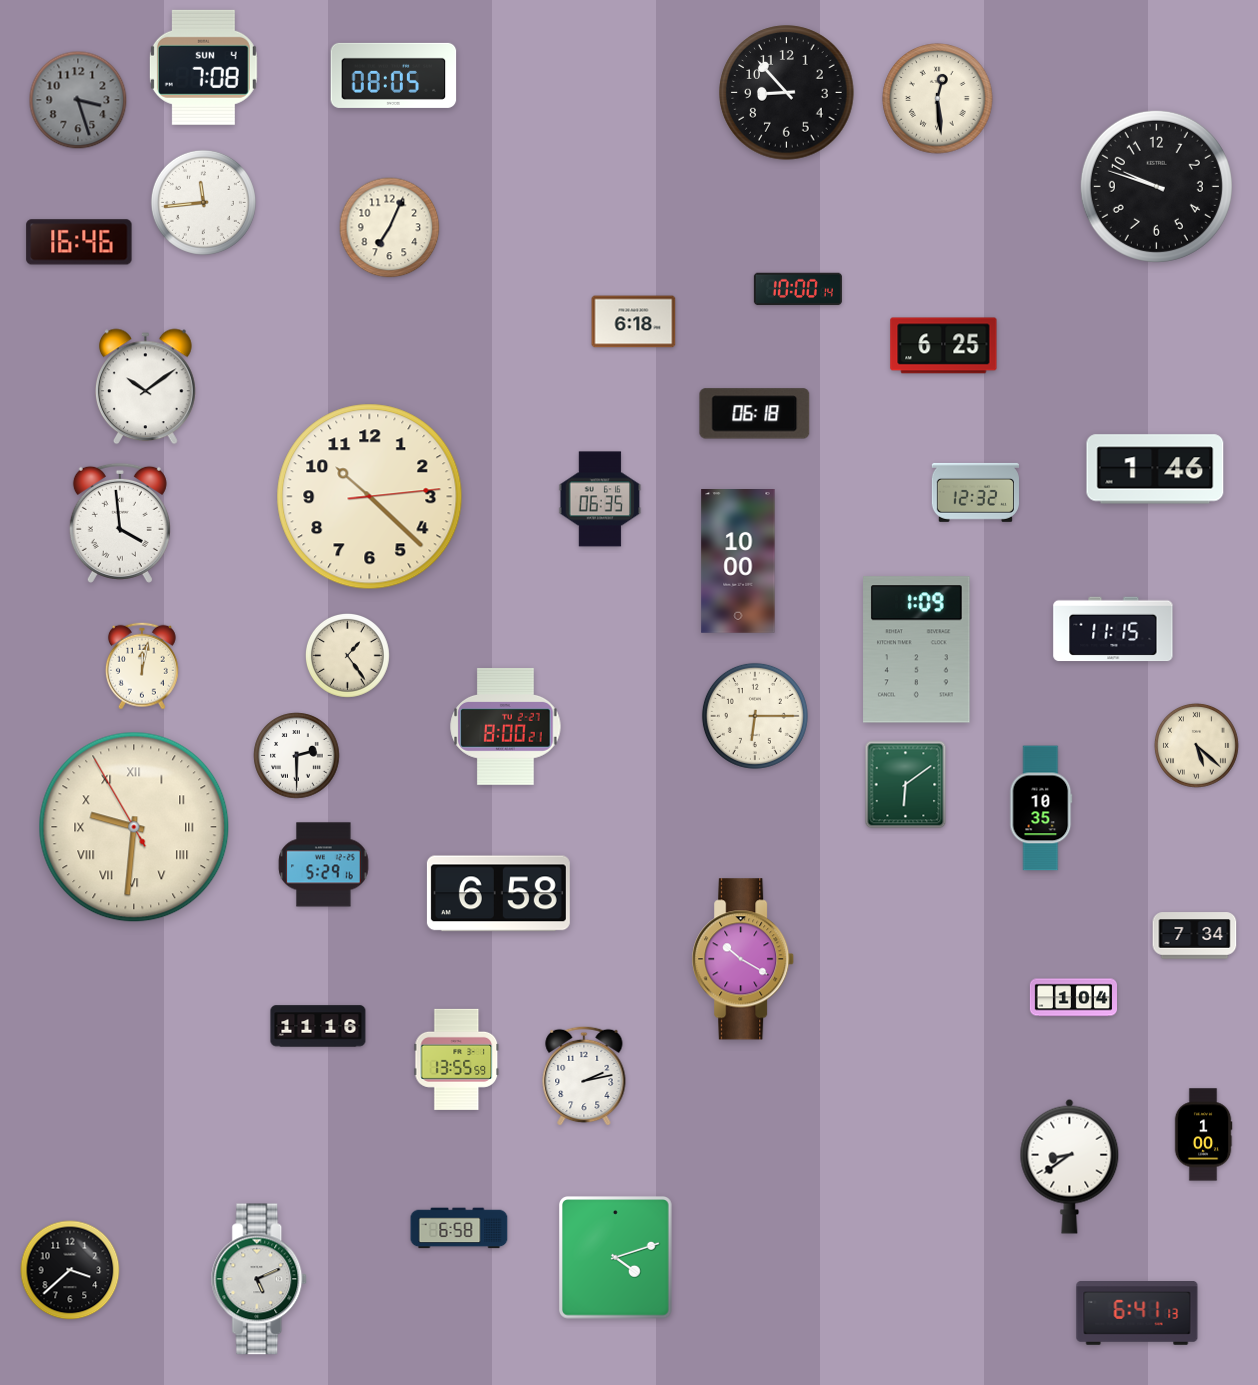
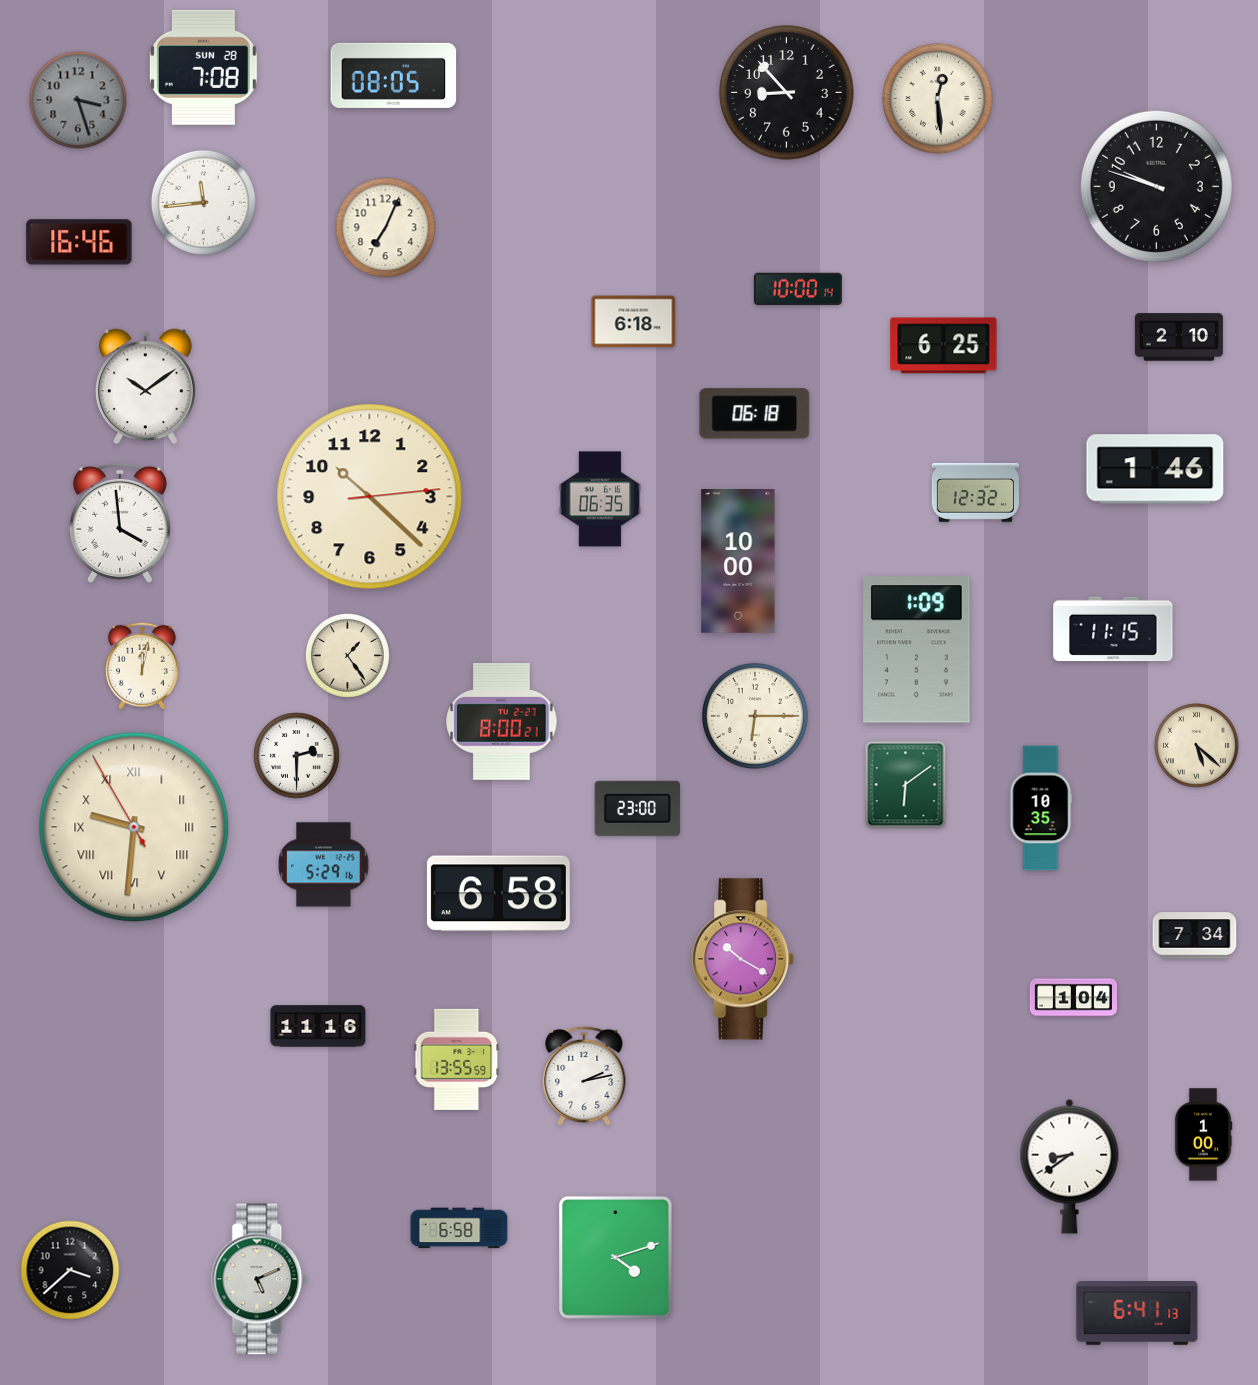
clock at (203, 67) date: SUN 4 -> SUN 28
clock at (390, 228) position: (390, 228) -> (386, 228)
clock at (1179, 337): none -> 2:10
clock at (506, 726) position: (506, 726) -> (502, 721)
clock at (638, 808): none -> 23:00
